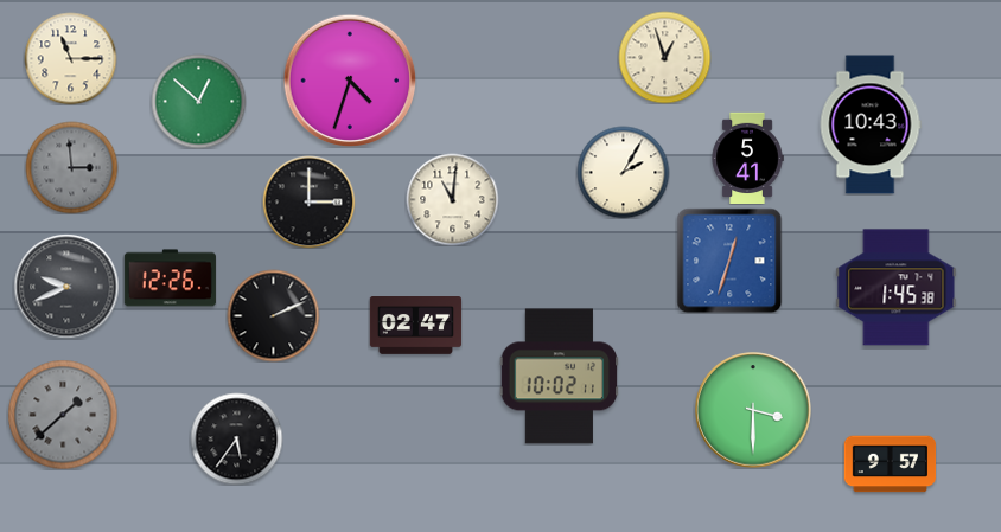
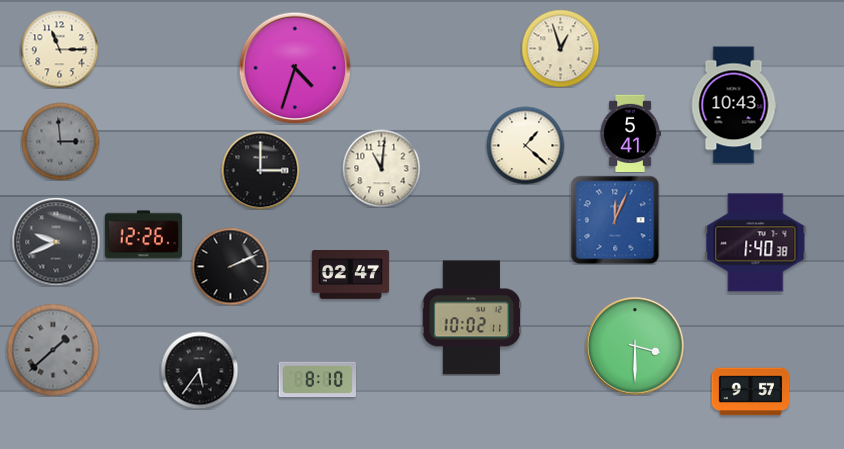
clock at (198, 101): 12:52 -> none
clock at (623, 172): 2:05 -> 1:22
clock at (729, 261): 12:33 -> 12:04
clock at (897, 288): 1:45 -> 1:40
clock at (317, 379): none -> 8:10
